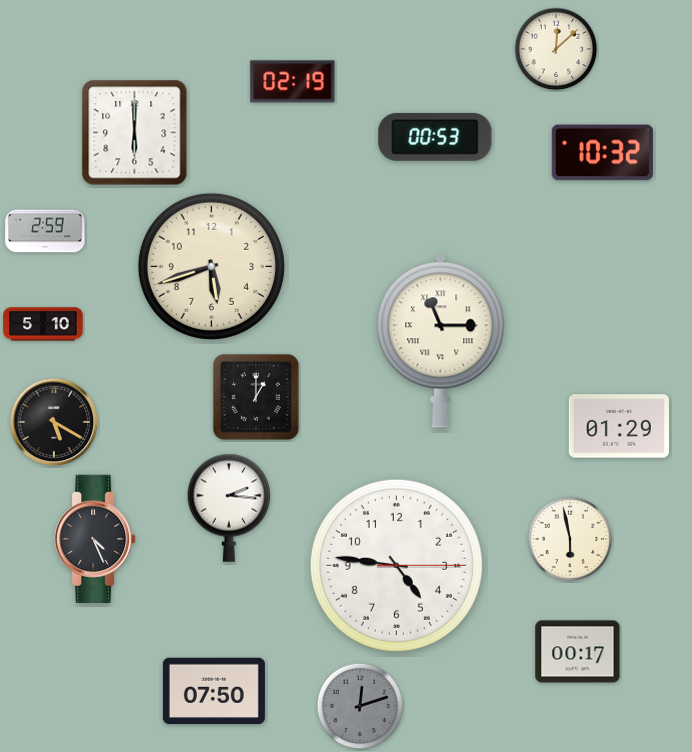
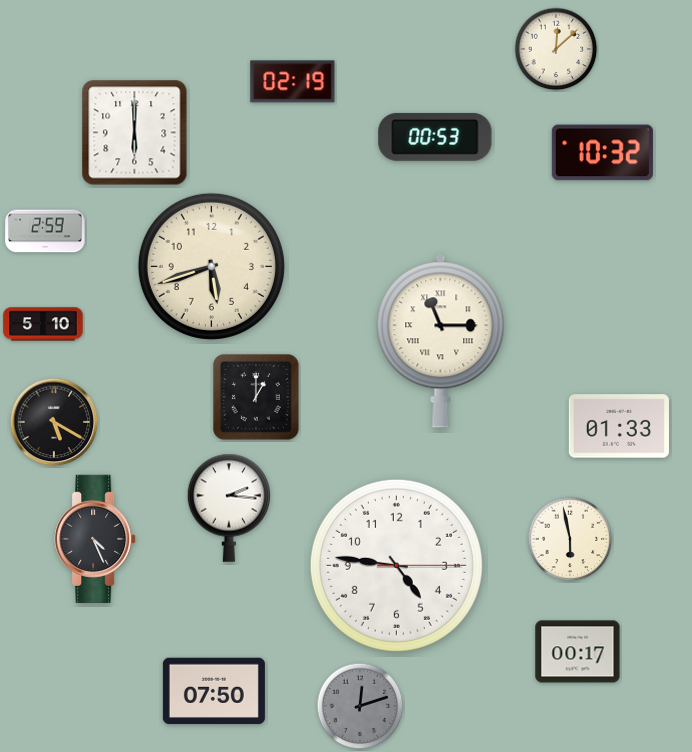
clock at (619, 426): 01:29 -> 01:33
